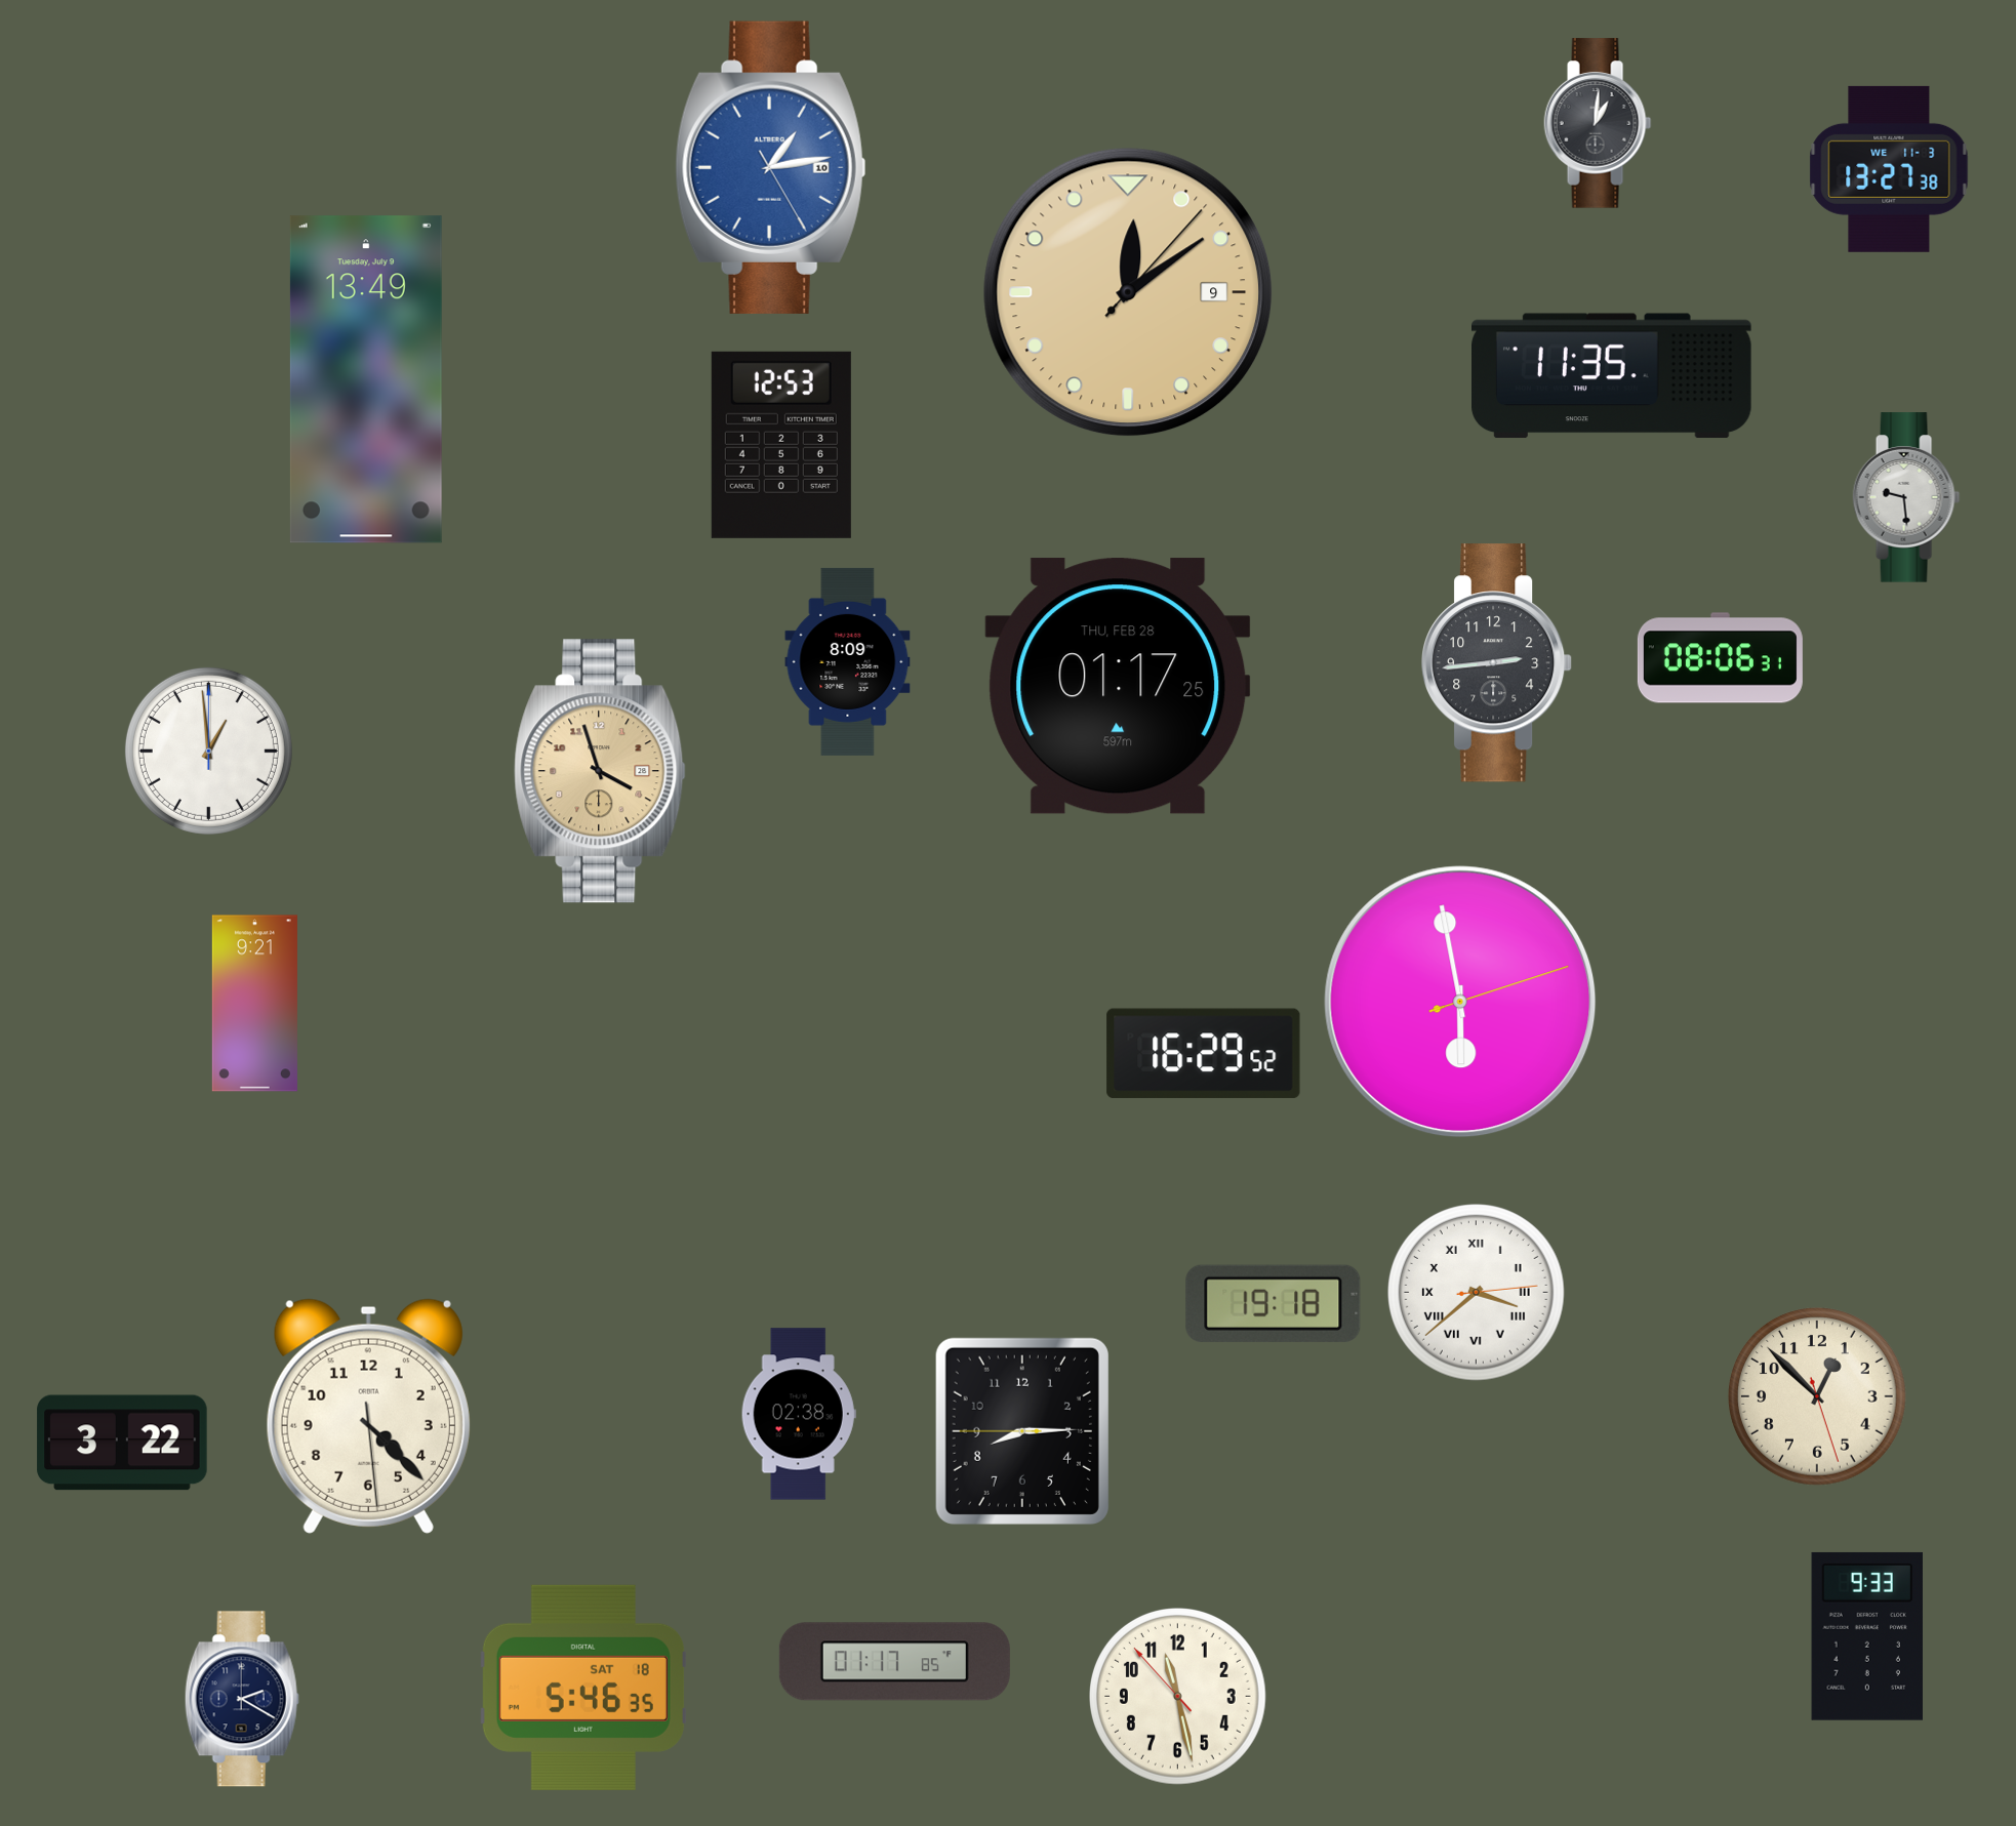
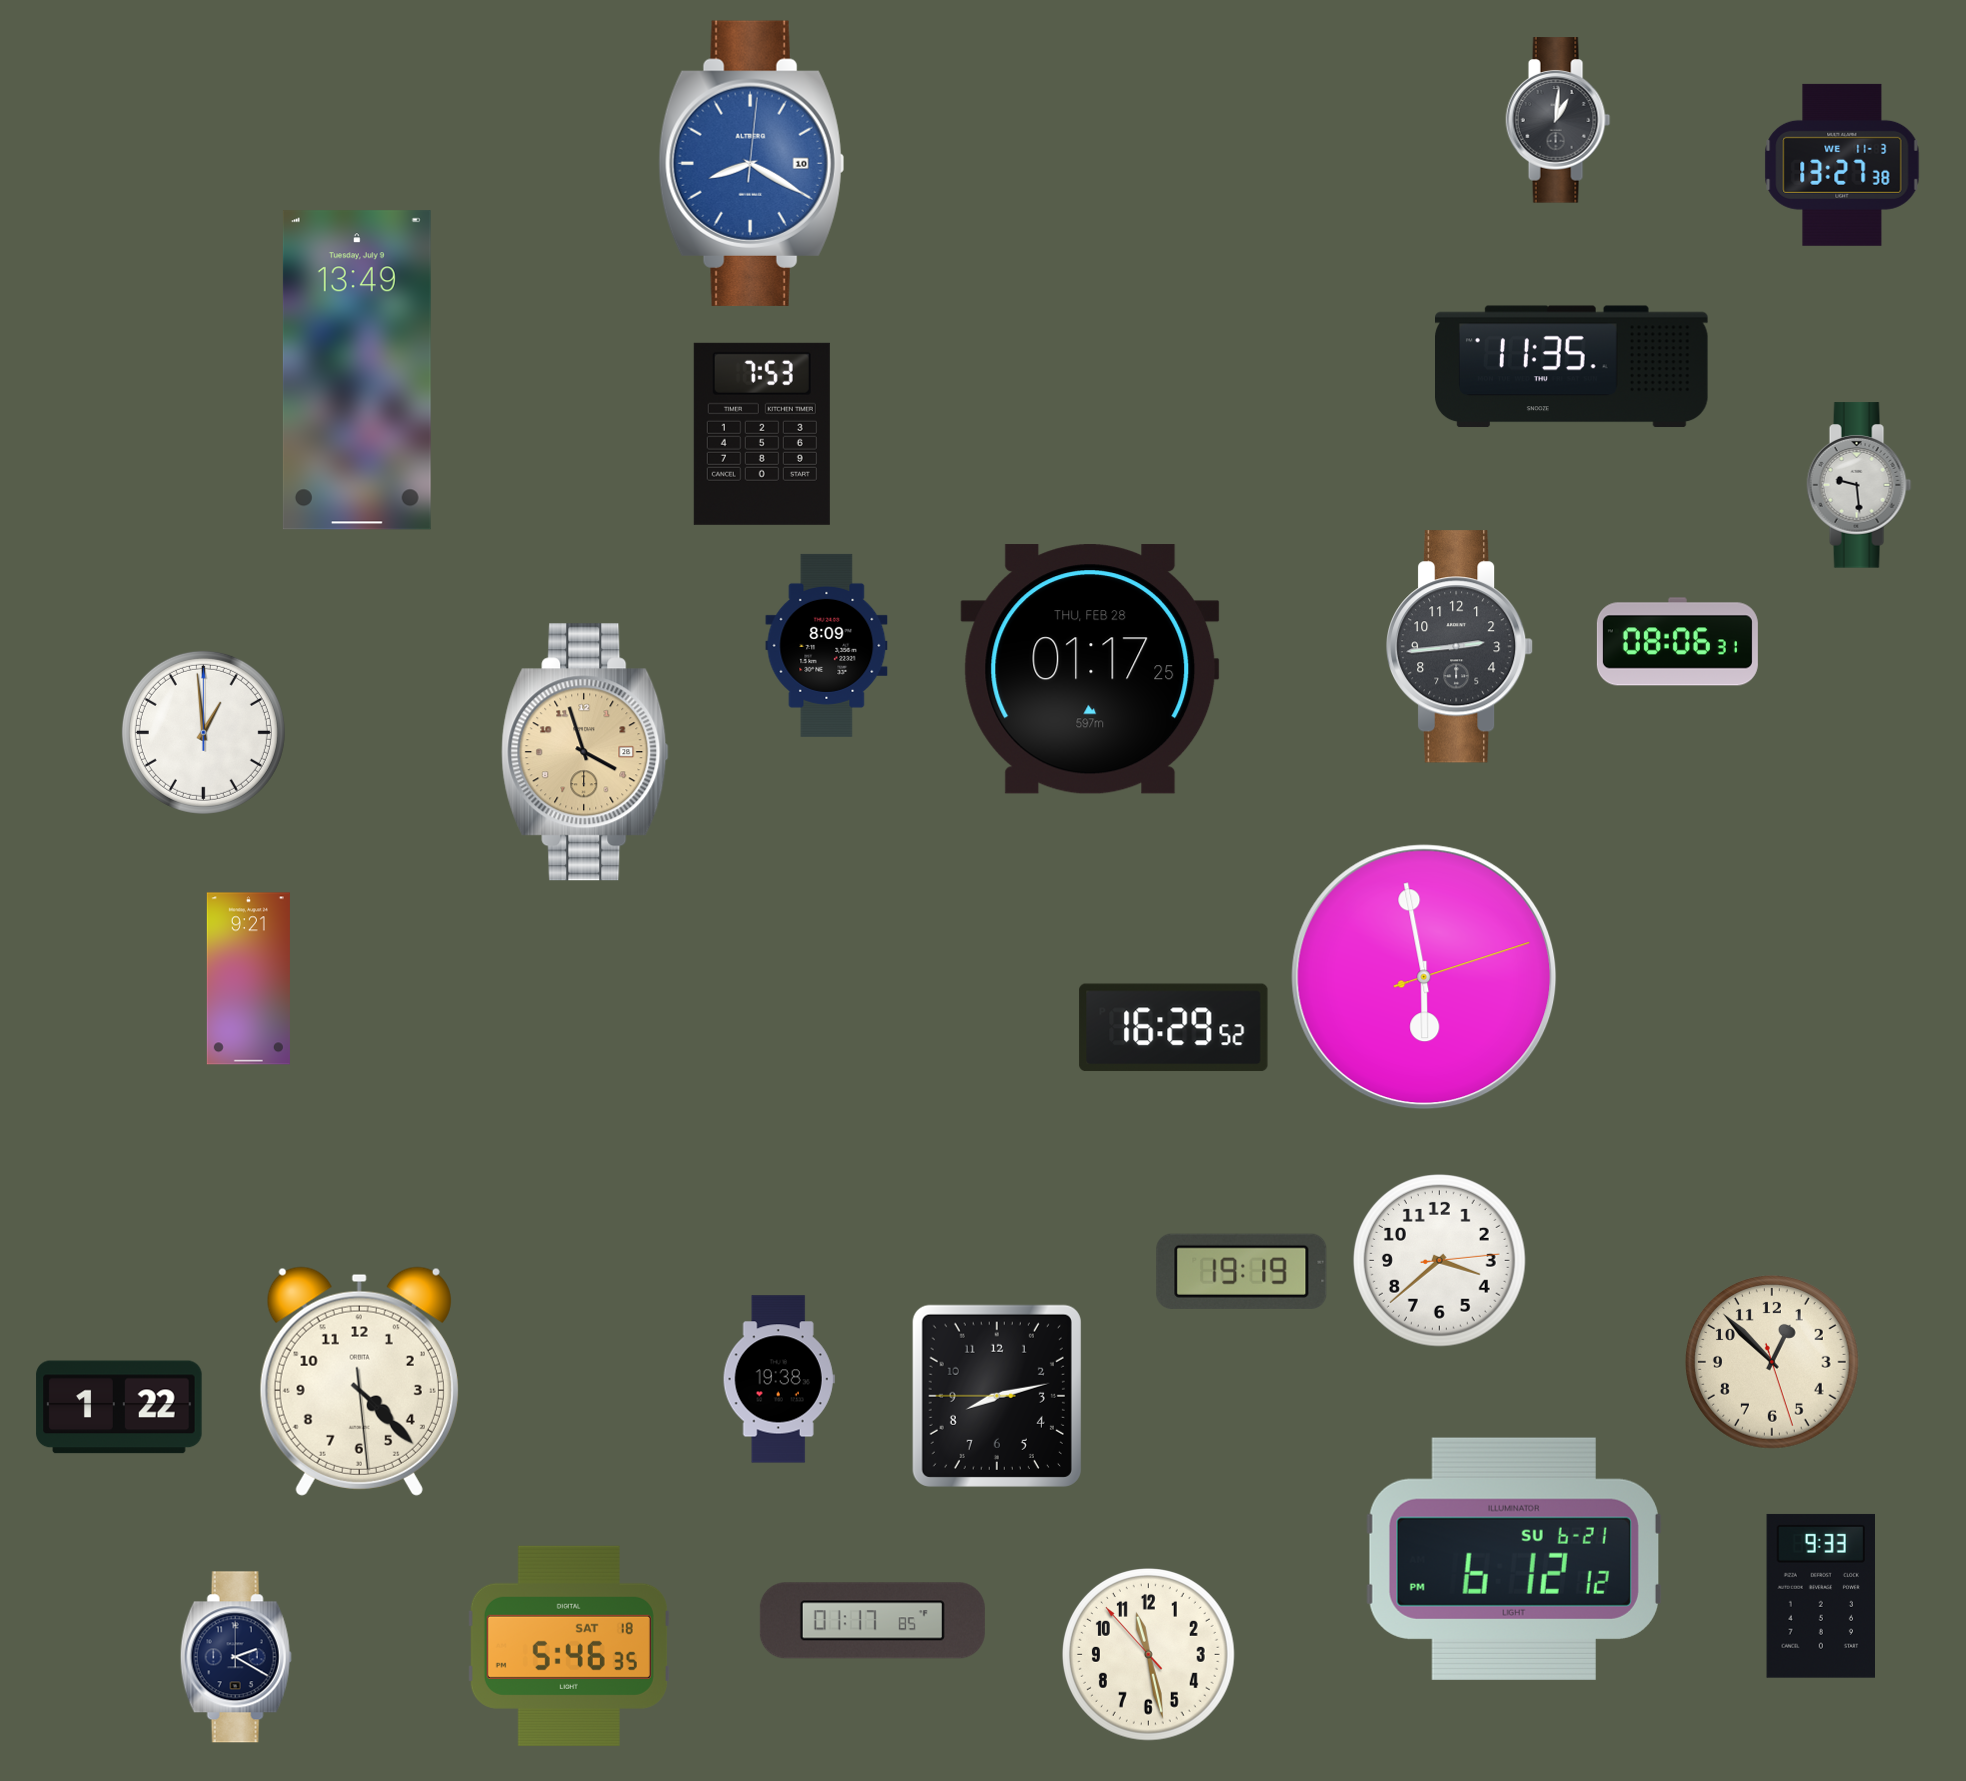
clock at (771, 167): 1:13 -> 8:20
clock at (1127, 291): 12:09 -> none
clock at (781, 445): 12:53 -> 7:53
clock at (1477, 1293) numerals: Roman -> Arabic
clock at (1274, 1303): 19:18 -> 19:19
clock at (799, 1414): 02:38 -> 19:38
clock at (1022, 1431): 8:14 -> 8:12
clock at (122, 1443): 3:22 -> 1:22
clock at (1514, 1559): none -> 6:12
